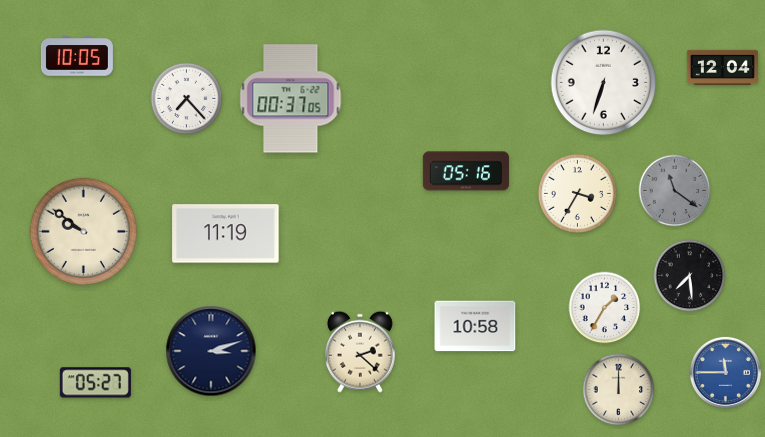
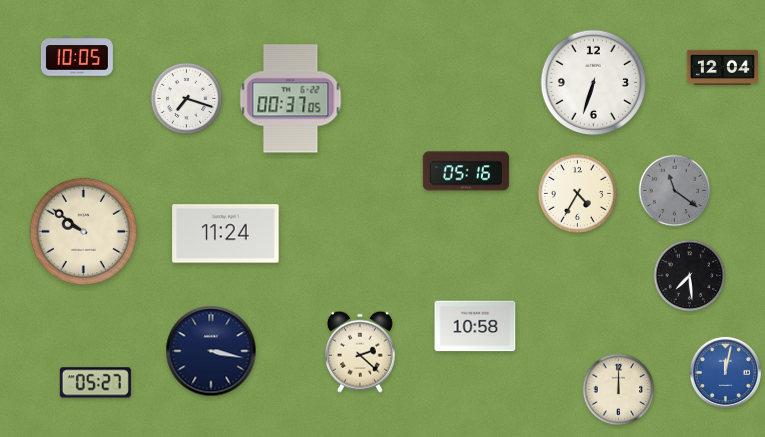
clock at (604, 83) position: (604, 83) -> (594, 83)
clock at (187, 99): 7:23 -> 7:18
clock at (577, 193): 3:35 -> 4:35
clock at (226, 234): 11:19 -> 11:24
clock at (605, 308): 1:35 -> none
clock at (211, 351): 3:12 -> 3:17
clock at (725, 372): 11:45 -> 12:02
